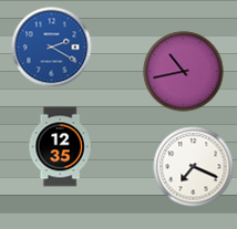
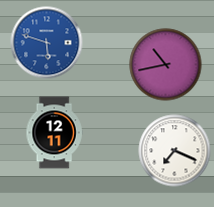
clock at (52, 48): 2:20 -> 5:48
clock at (60, 147): 12:35 -> 12:11
